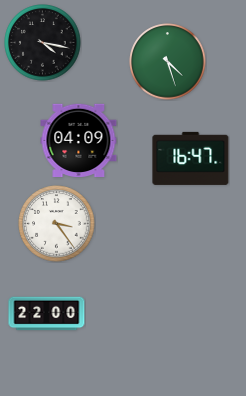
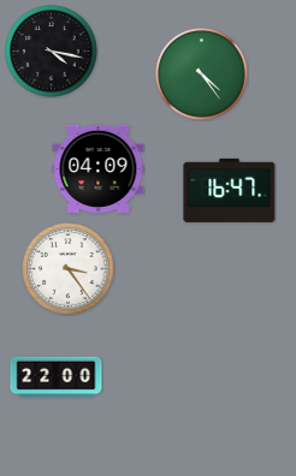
clock at (168, 62): 4:27 -> 4:24
clock at (79, 140) position: (79, 140) -> (99, 168)
